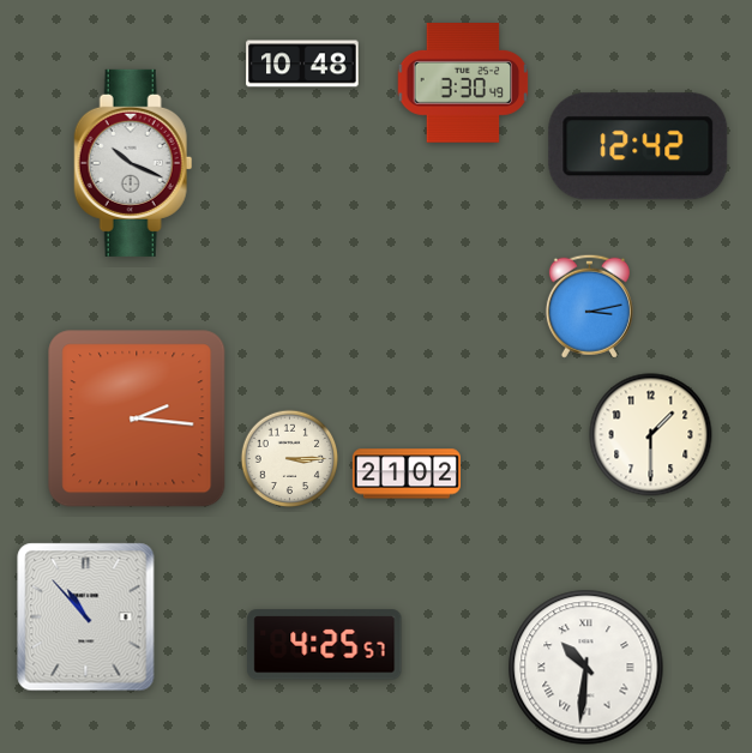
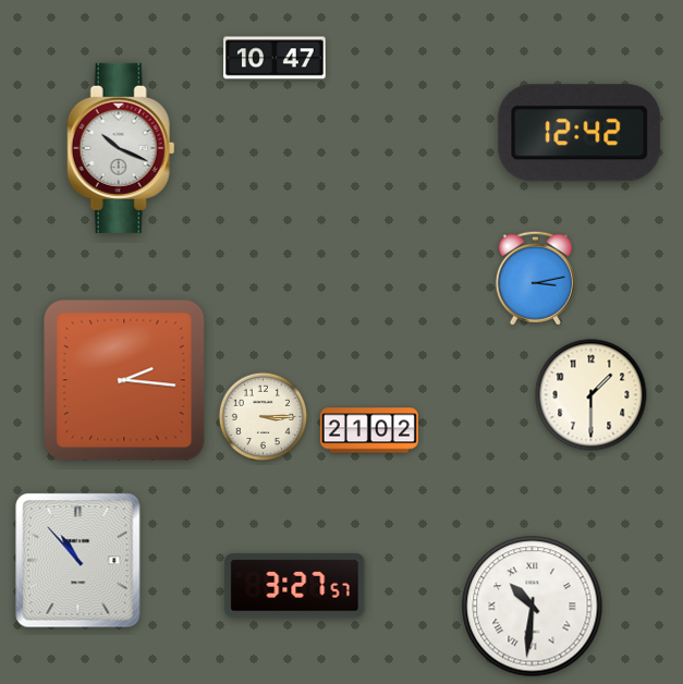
clock at (302, 64): 10:48 -> 10:47
clock at (463, 84): 3:30 -> none
clock at (325, 645): 4:25 -> 3:27
